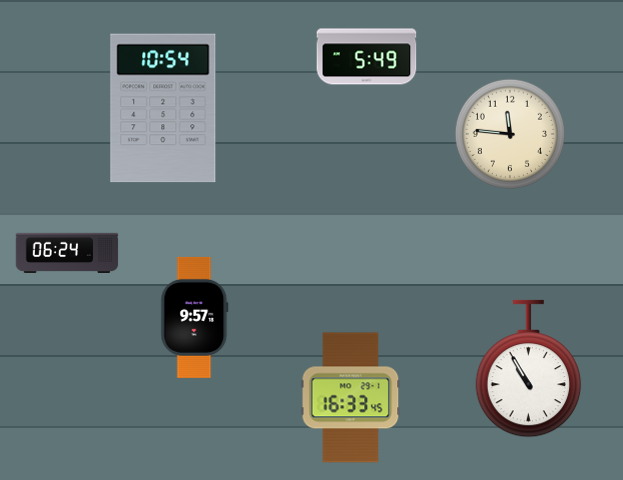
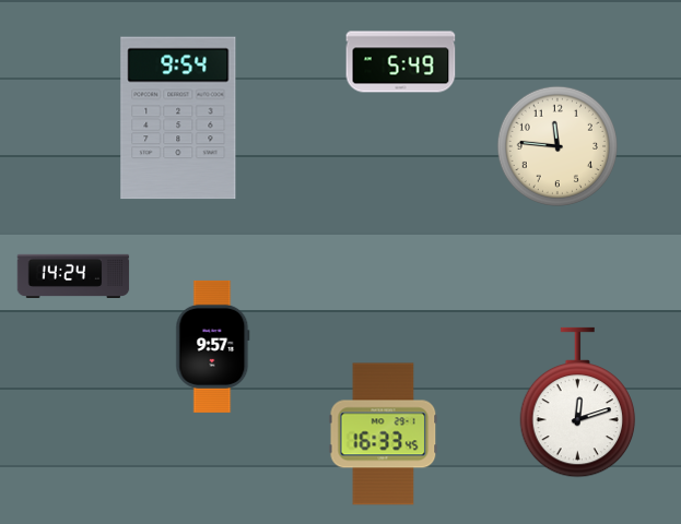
clock at (163, 108): 10:54 -> 9:54
clock at (67, 252): 06:24 -> 14:24
clock at (529, 369): 10:55 -> 12:12
